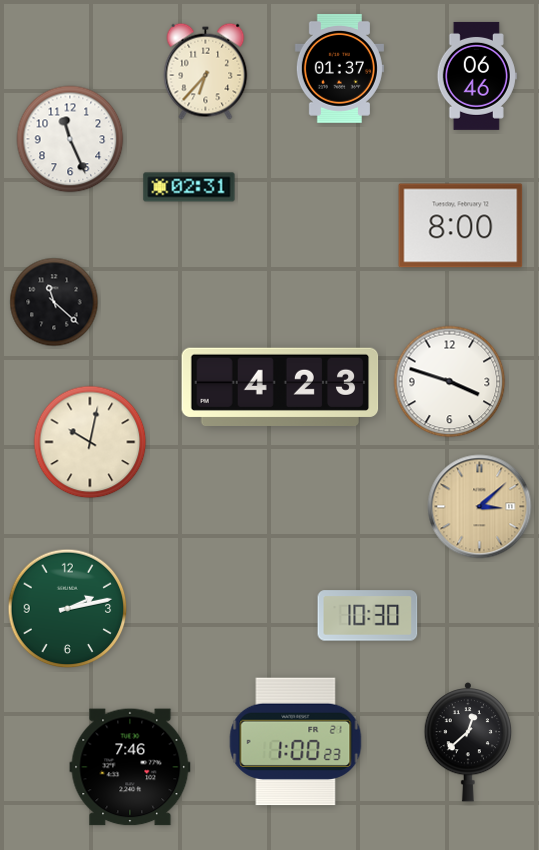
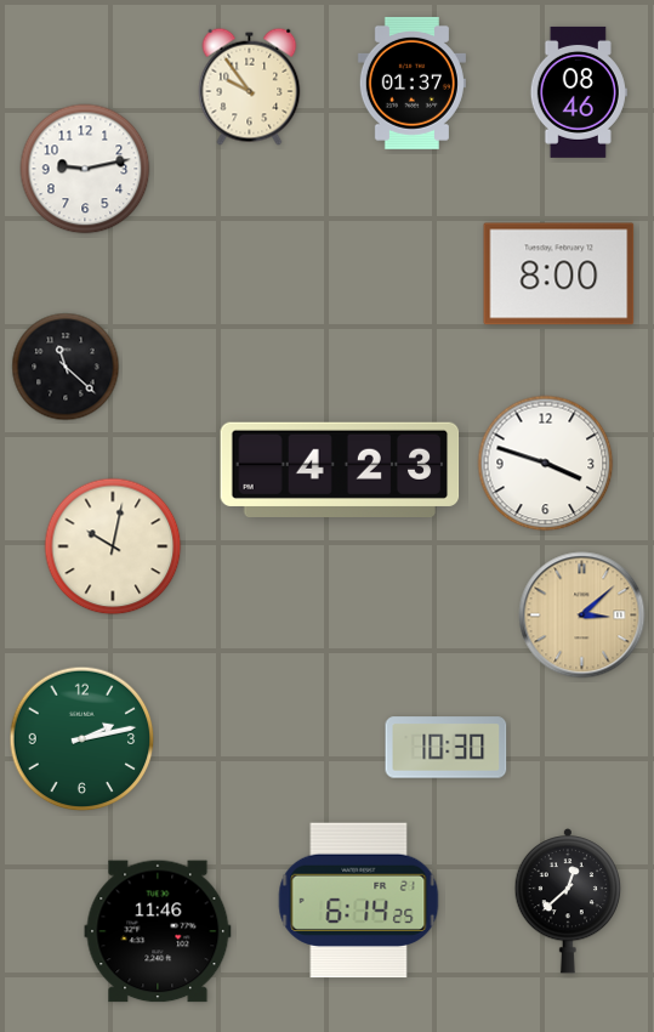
clock at (206, 71): 6:37 -> 9:54
clock at (477, 76): 06:46 -> 08:46
clock at (70, 139): 11:26 -> 9:13
clock at (189, 187): 02:31 -> none
clock at (90, 442) position: (90, 442) -> (113, 546)
clock at (296, 742): 1:00 -> 6:14
clock at (130, 767): 7:46 -> 11:46
